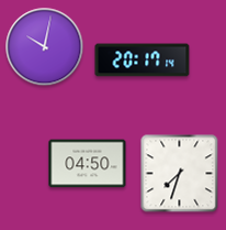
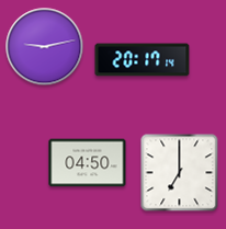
clock at (45, 47): 10:02 -> 9:13
clock at (180, 174): 7:33 -> 7:00
